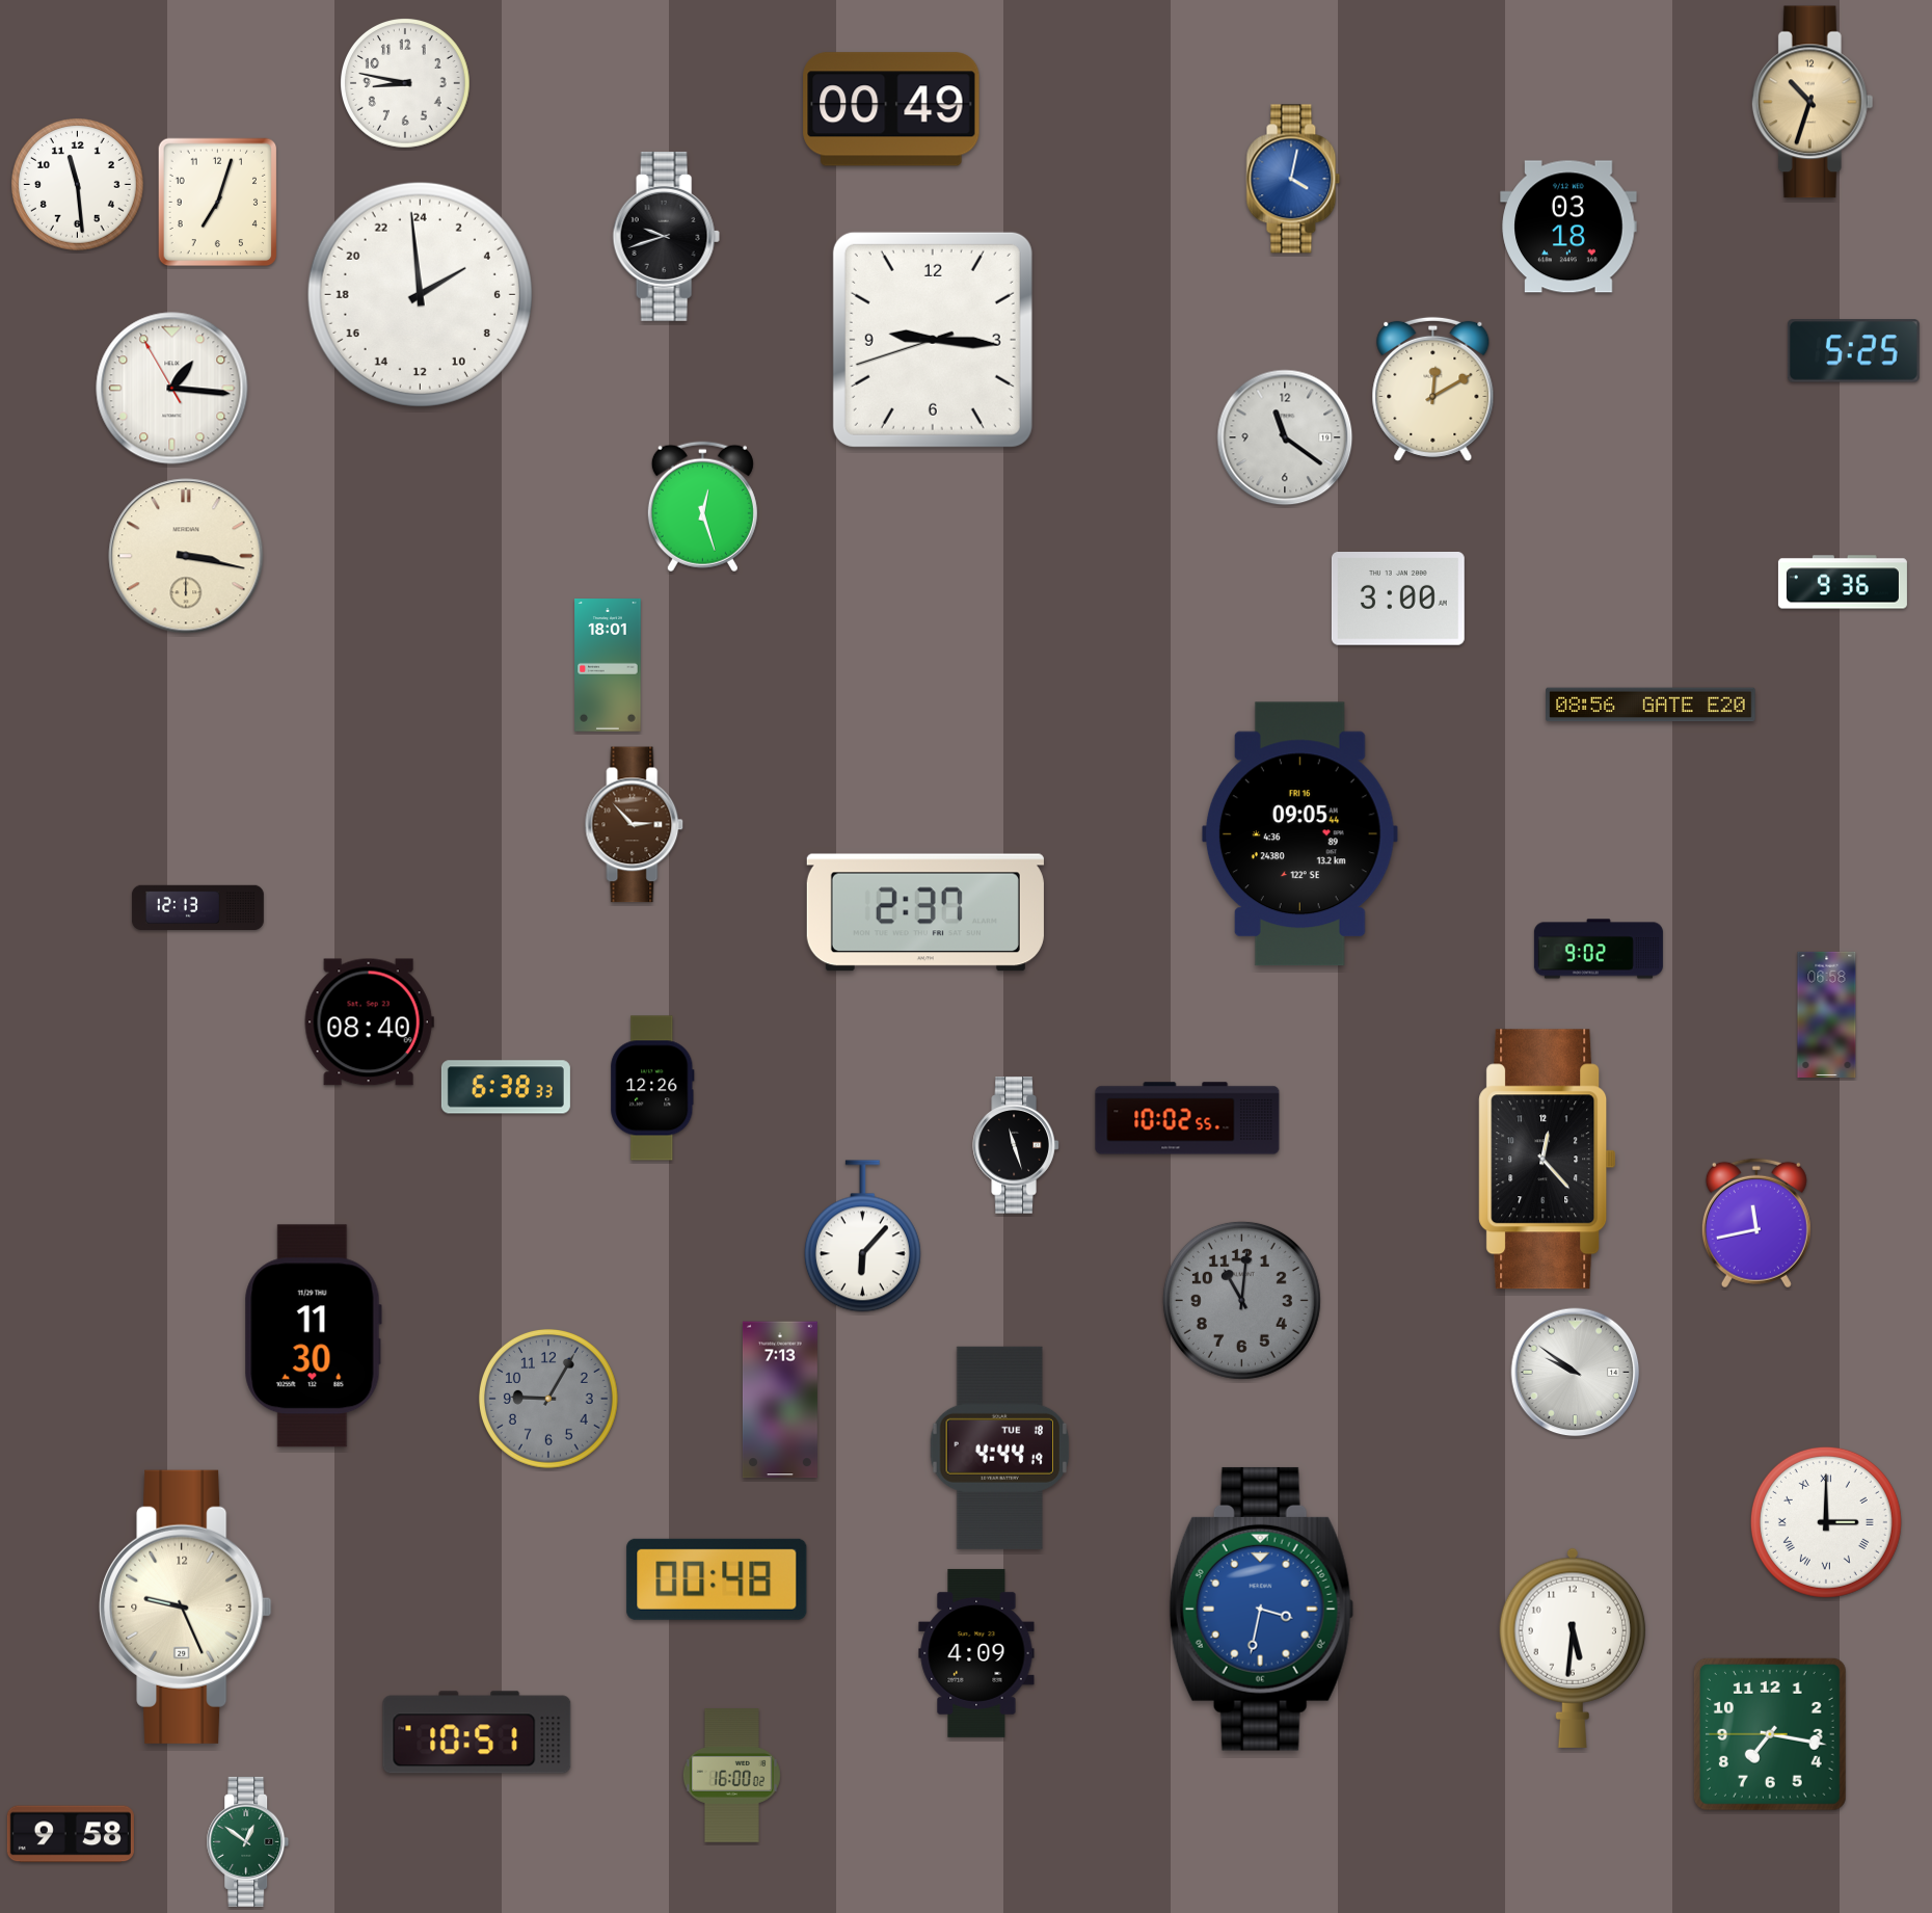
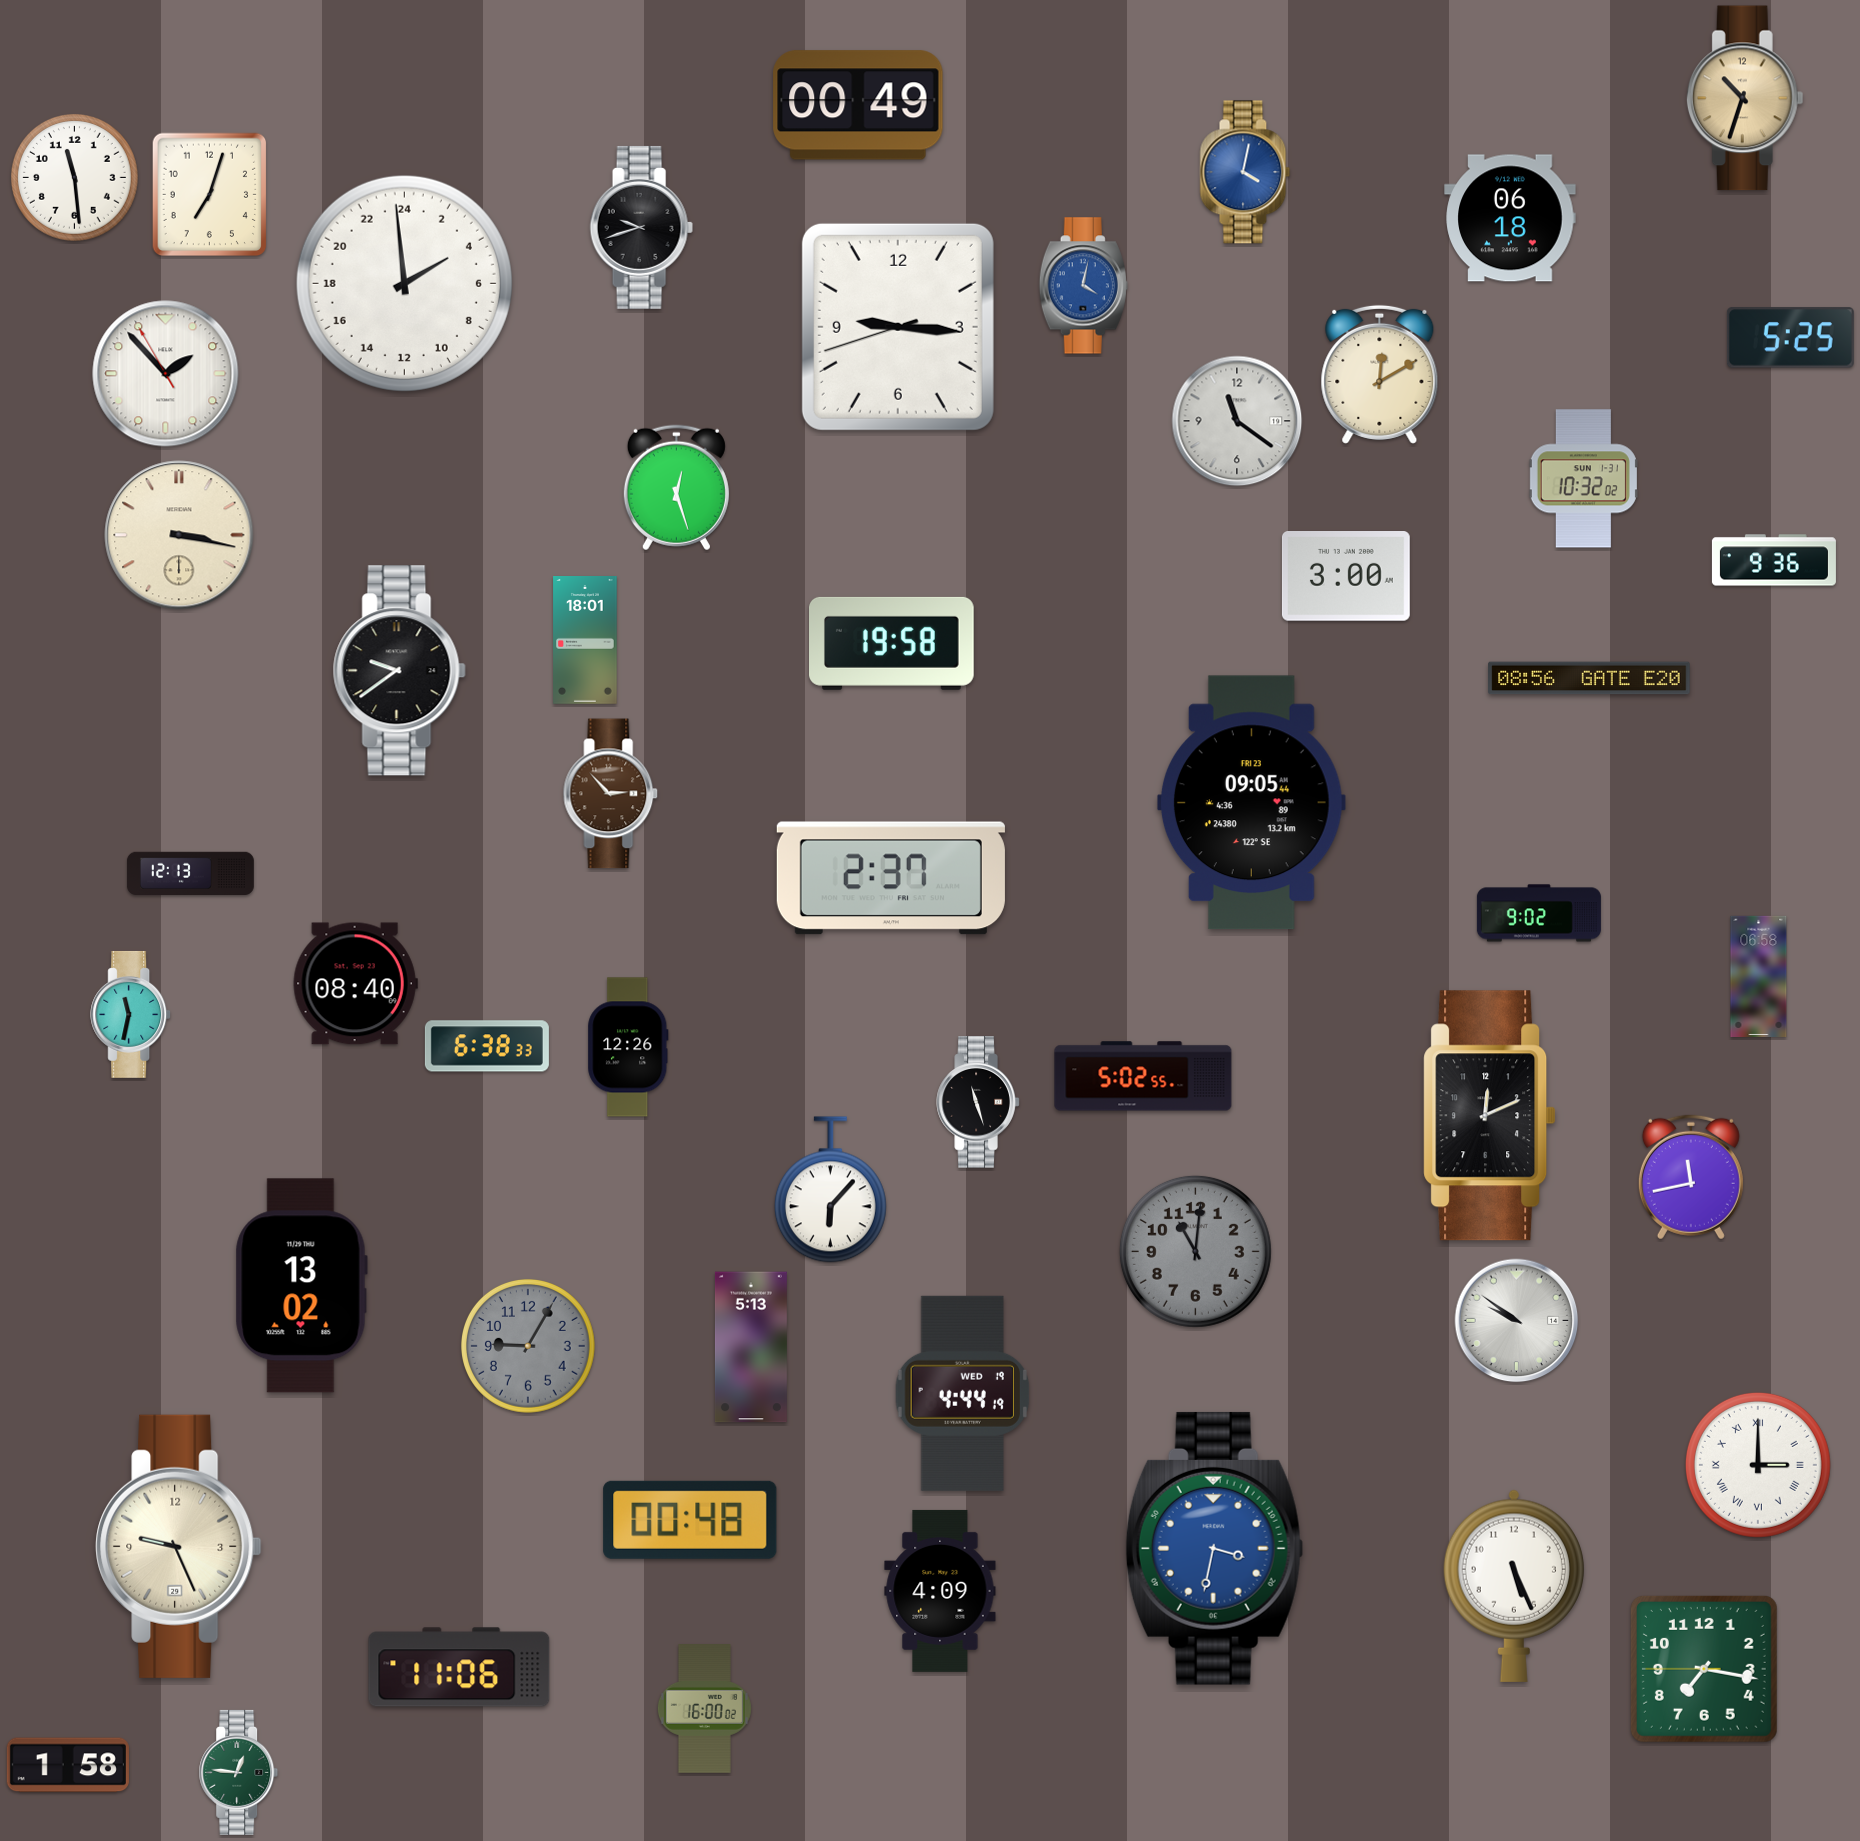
clock at (406, 84): 8:47 -> none
clock at (1568, 227): 03:18 -> 06:18
clock at (1083, 286): none -> 4:02
clock at (1853, 351) position: (1853, 351) -> (1790, 338)
clock at (172, 389): 1:15 -> 1:52
clock at (1583, 479): none -> 10:32
clock at (892, 643): none -> 19:58
clock at (399, 671): none -> 9:39
clock at (1299, 834) date: FRI 16 -> FRI 23
clock at (131, 1014): none -> 11:32
clock at (1187, 1118): 10:02 -> 5:02
clock at (1548, 1160): 12:23 -> 12:11
clock at (313, 1336): 11:30 -> 13:02
clock at (780, 1400): 7:13 -> 5:13
clock at (999, 1447) date: TUE 18 -> WED 19
clock at (1573, 1648): 5:31 -> 5:26
clock at (477, 1732): 10:51 -> 11:06
clock at (71, 1834): 9:58 -> 1:58
clock at (248, 1841): 12:51 -> 12:46
